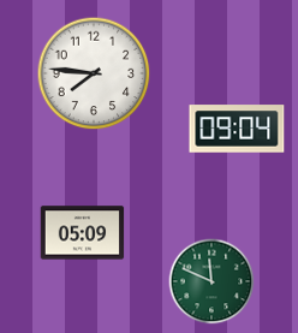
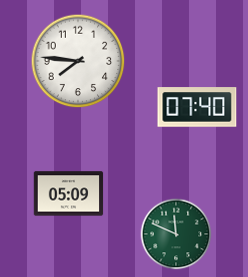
clock at (237, 129): 09:04 -> 07:40
